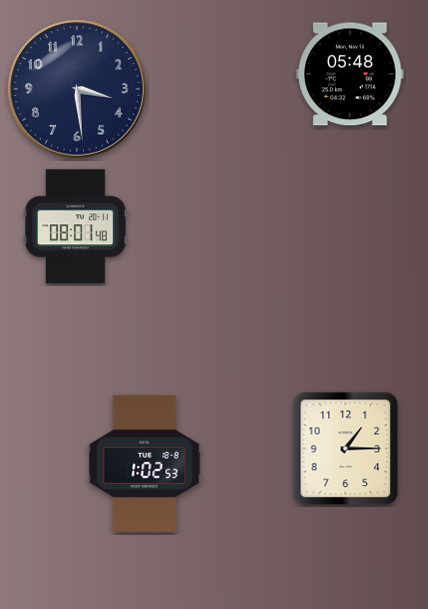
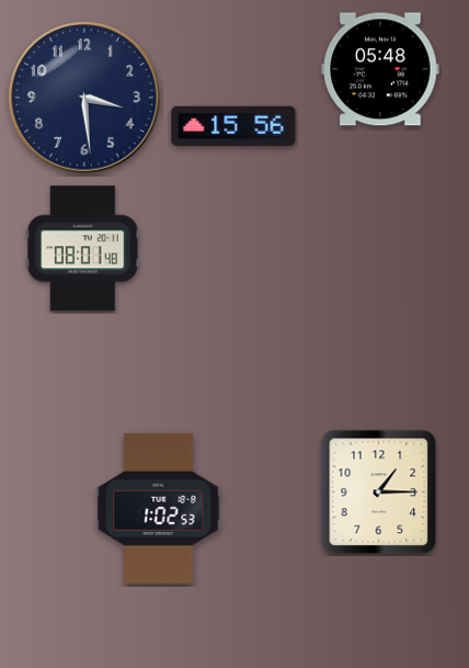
clock at (350, 74) position: (350, 74) -> (380, 69)
clock at (233, 126): none -> 15:56
